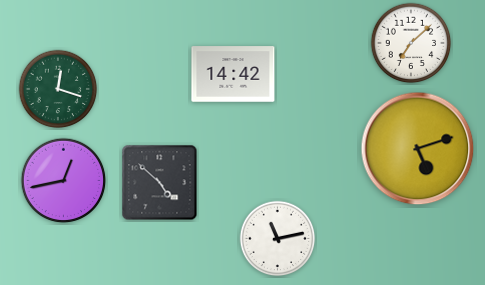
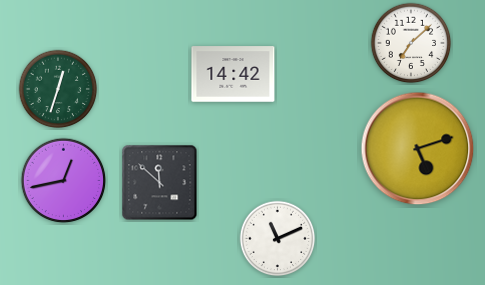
clock at (58, 89): 12:18 -> 12:33
clock at (160, 183): 4:52 -> 11:52
clock at (278, 239): 11:13 -> 11:11
